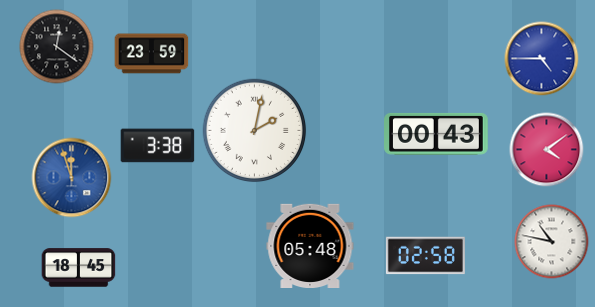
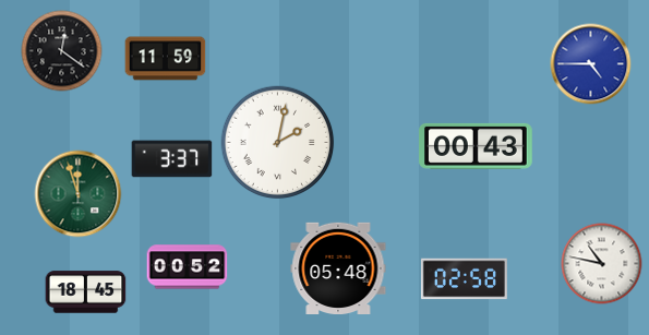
clock at (152, 54): 23:59 -> 11:59
clock at (158, 146): 3:38 -> 3:37
clock at (547, 150): 4:09 -> none
clock at (72, 178) dial: blue -> green
clock at (188, 267): none -> 00:52
